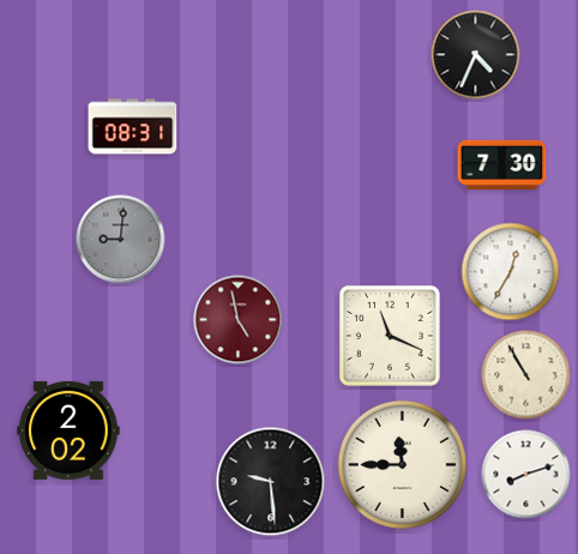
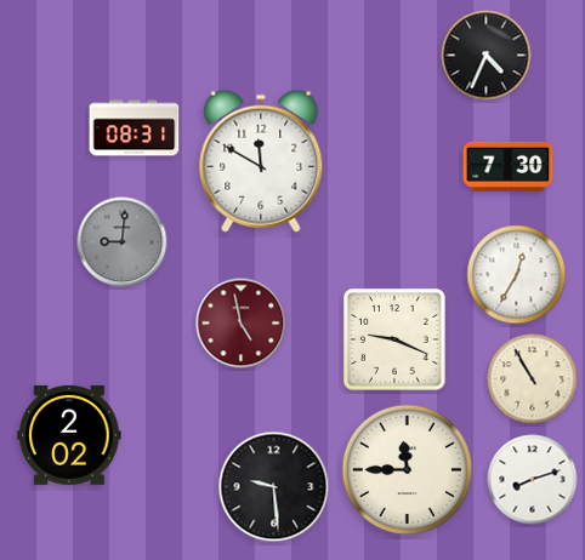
clock at (476, 55) position: (476, 55) -> (487, 56)
clock at (261, 161): none -> 11:50
clock at (390, 336): 11:19 -> 9:19
